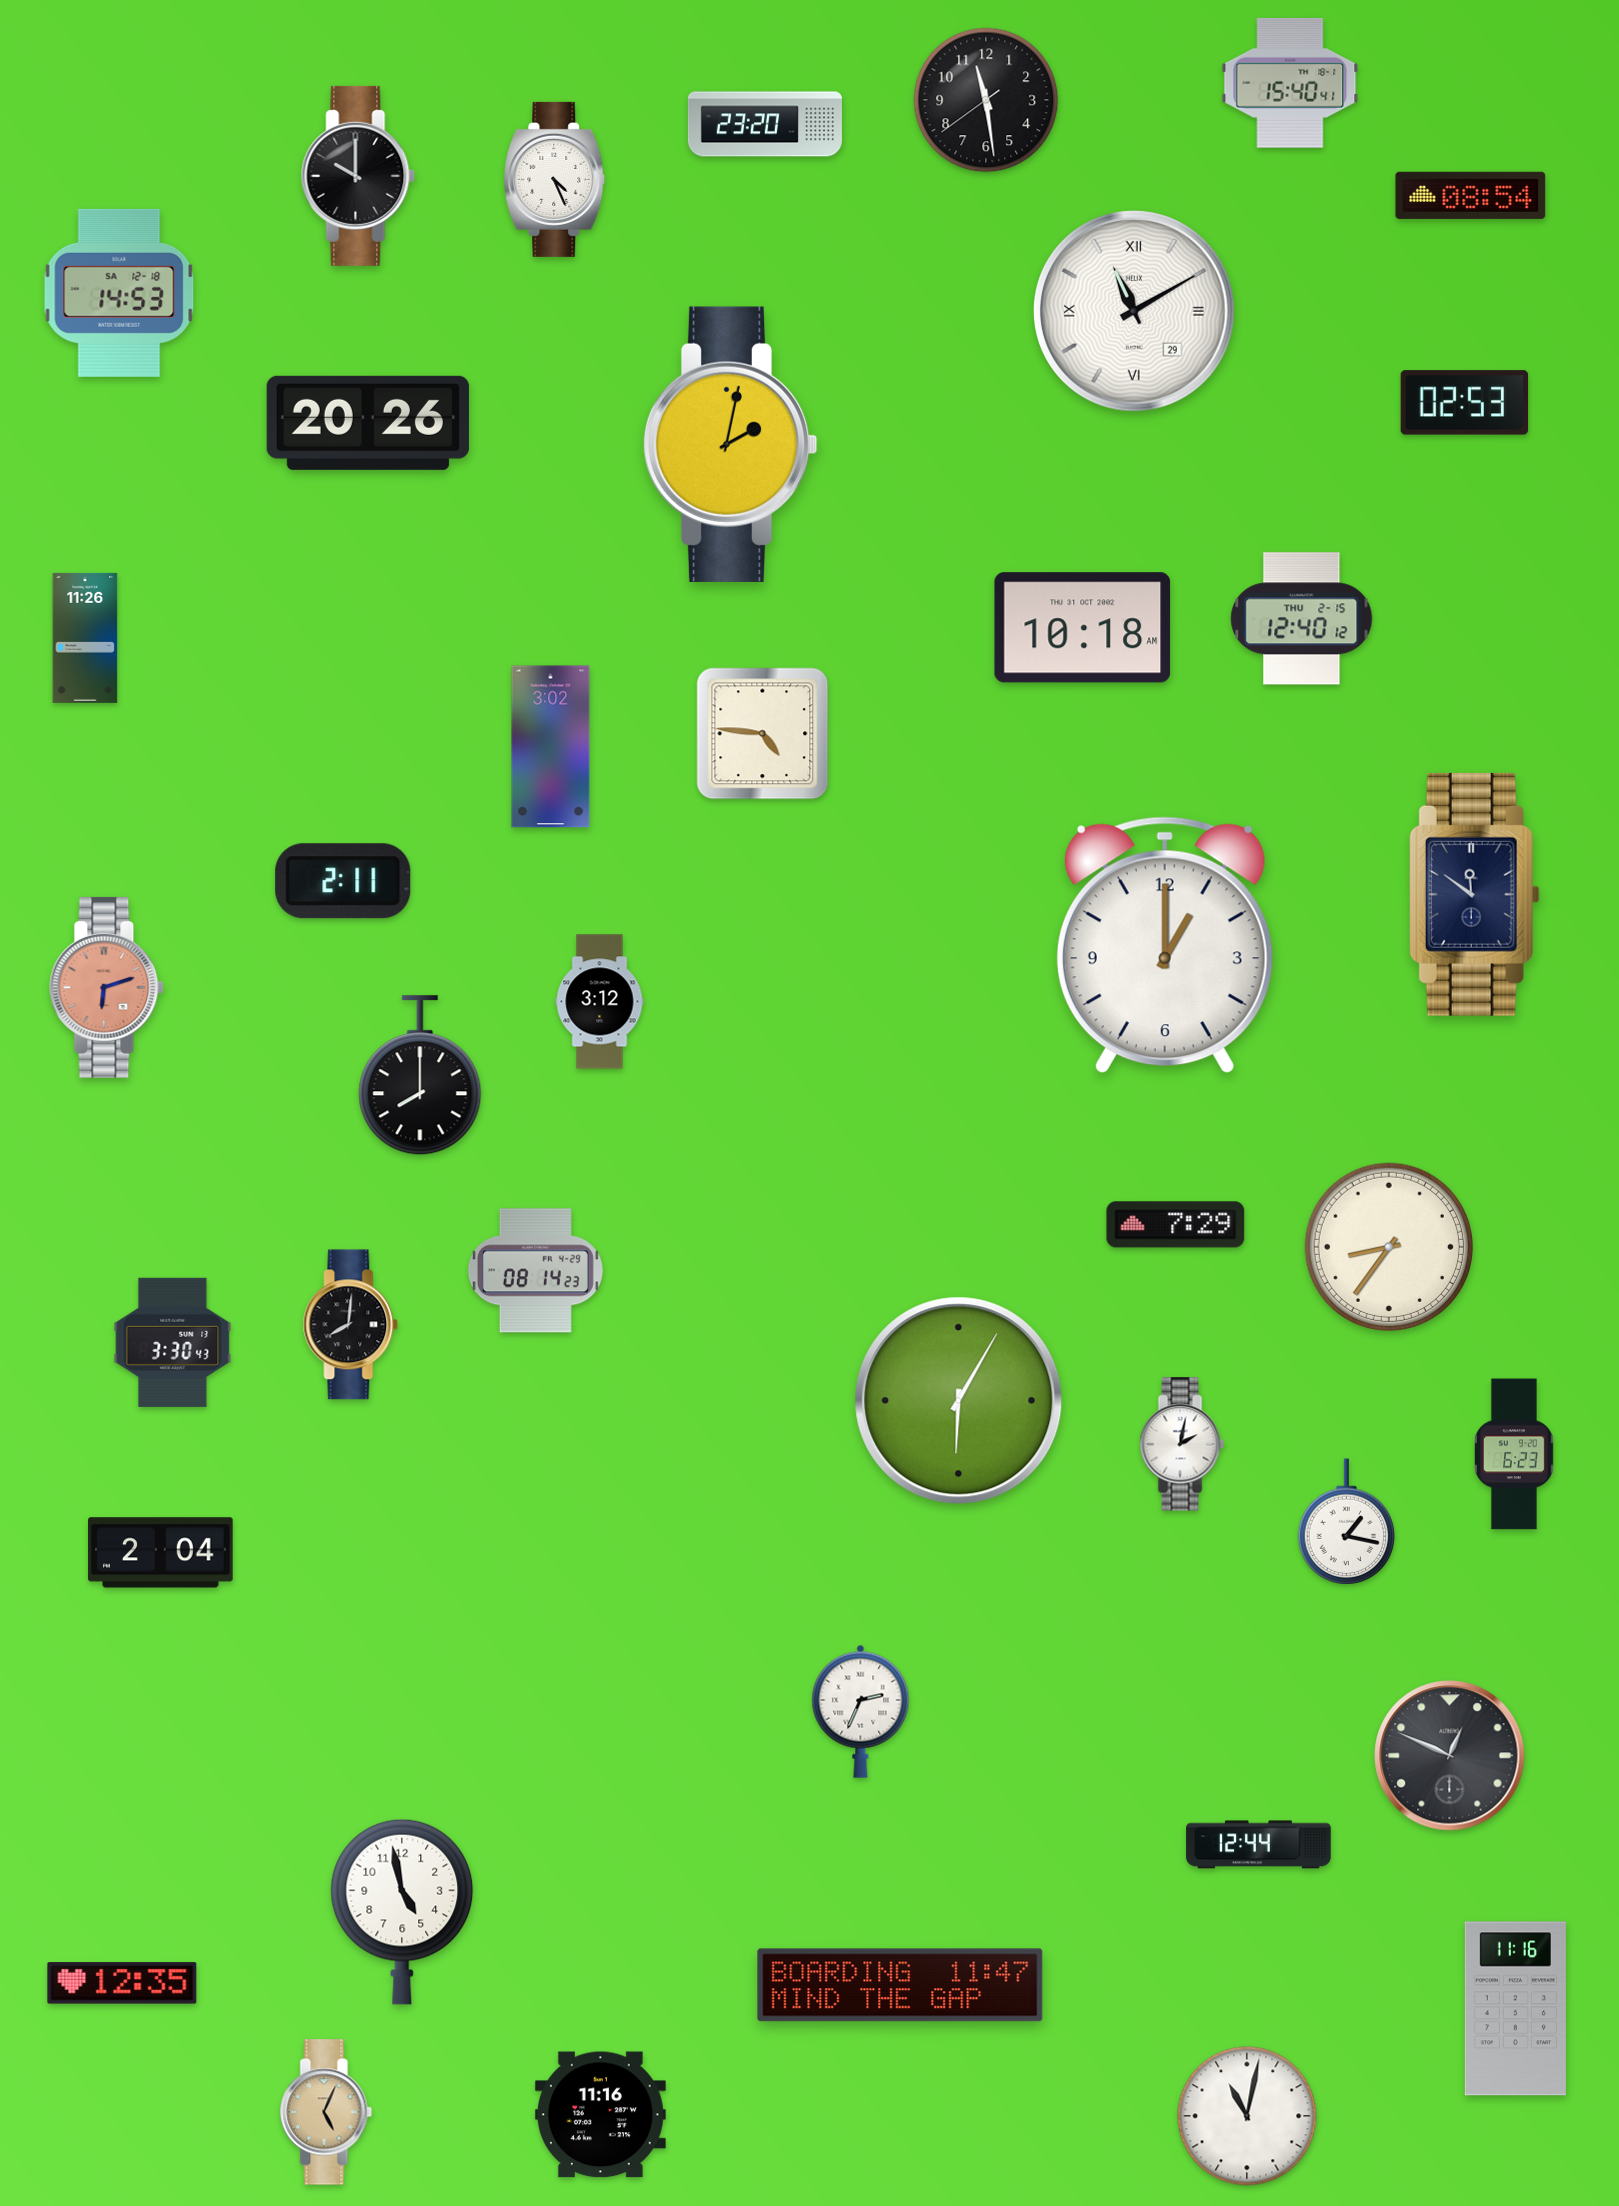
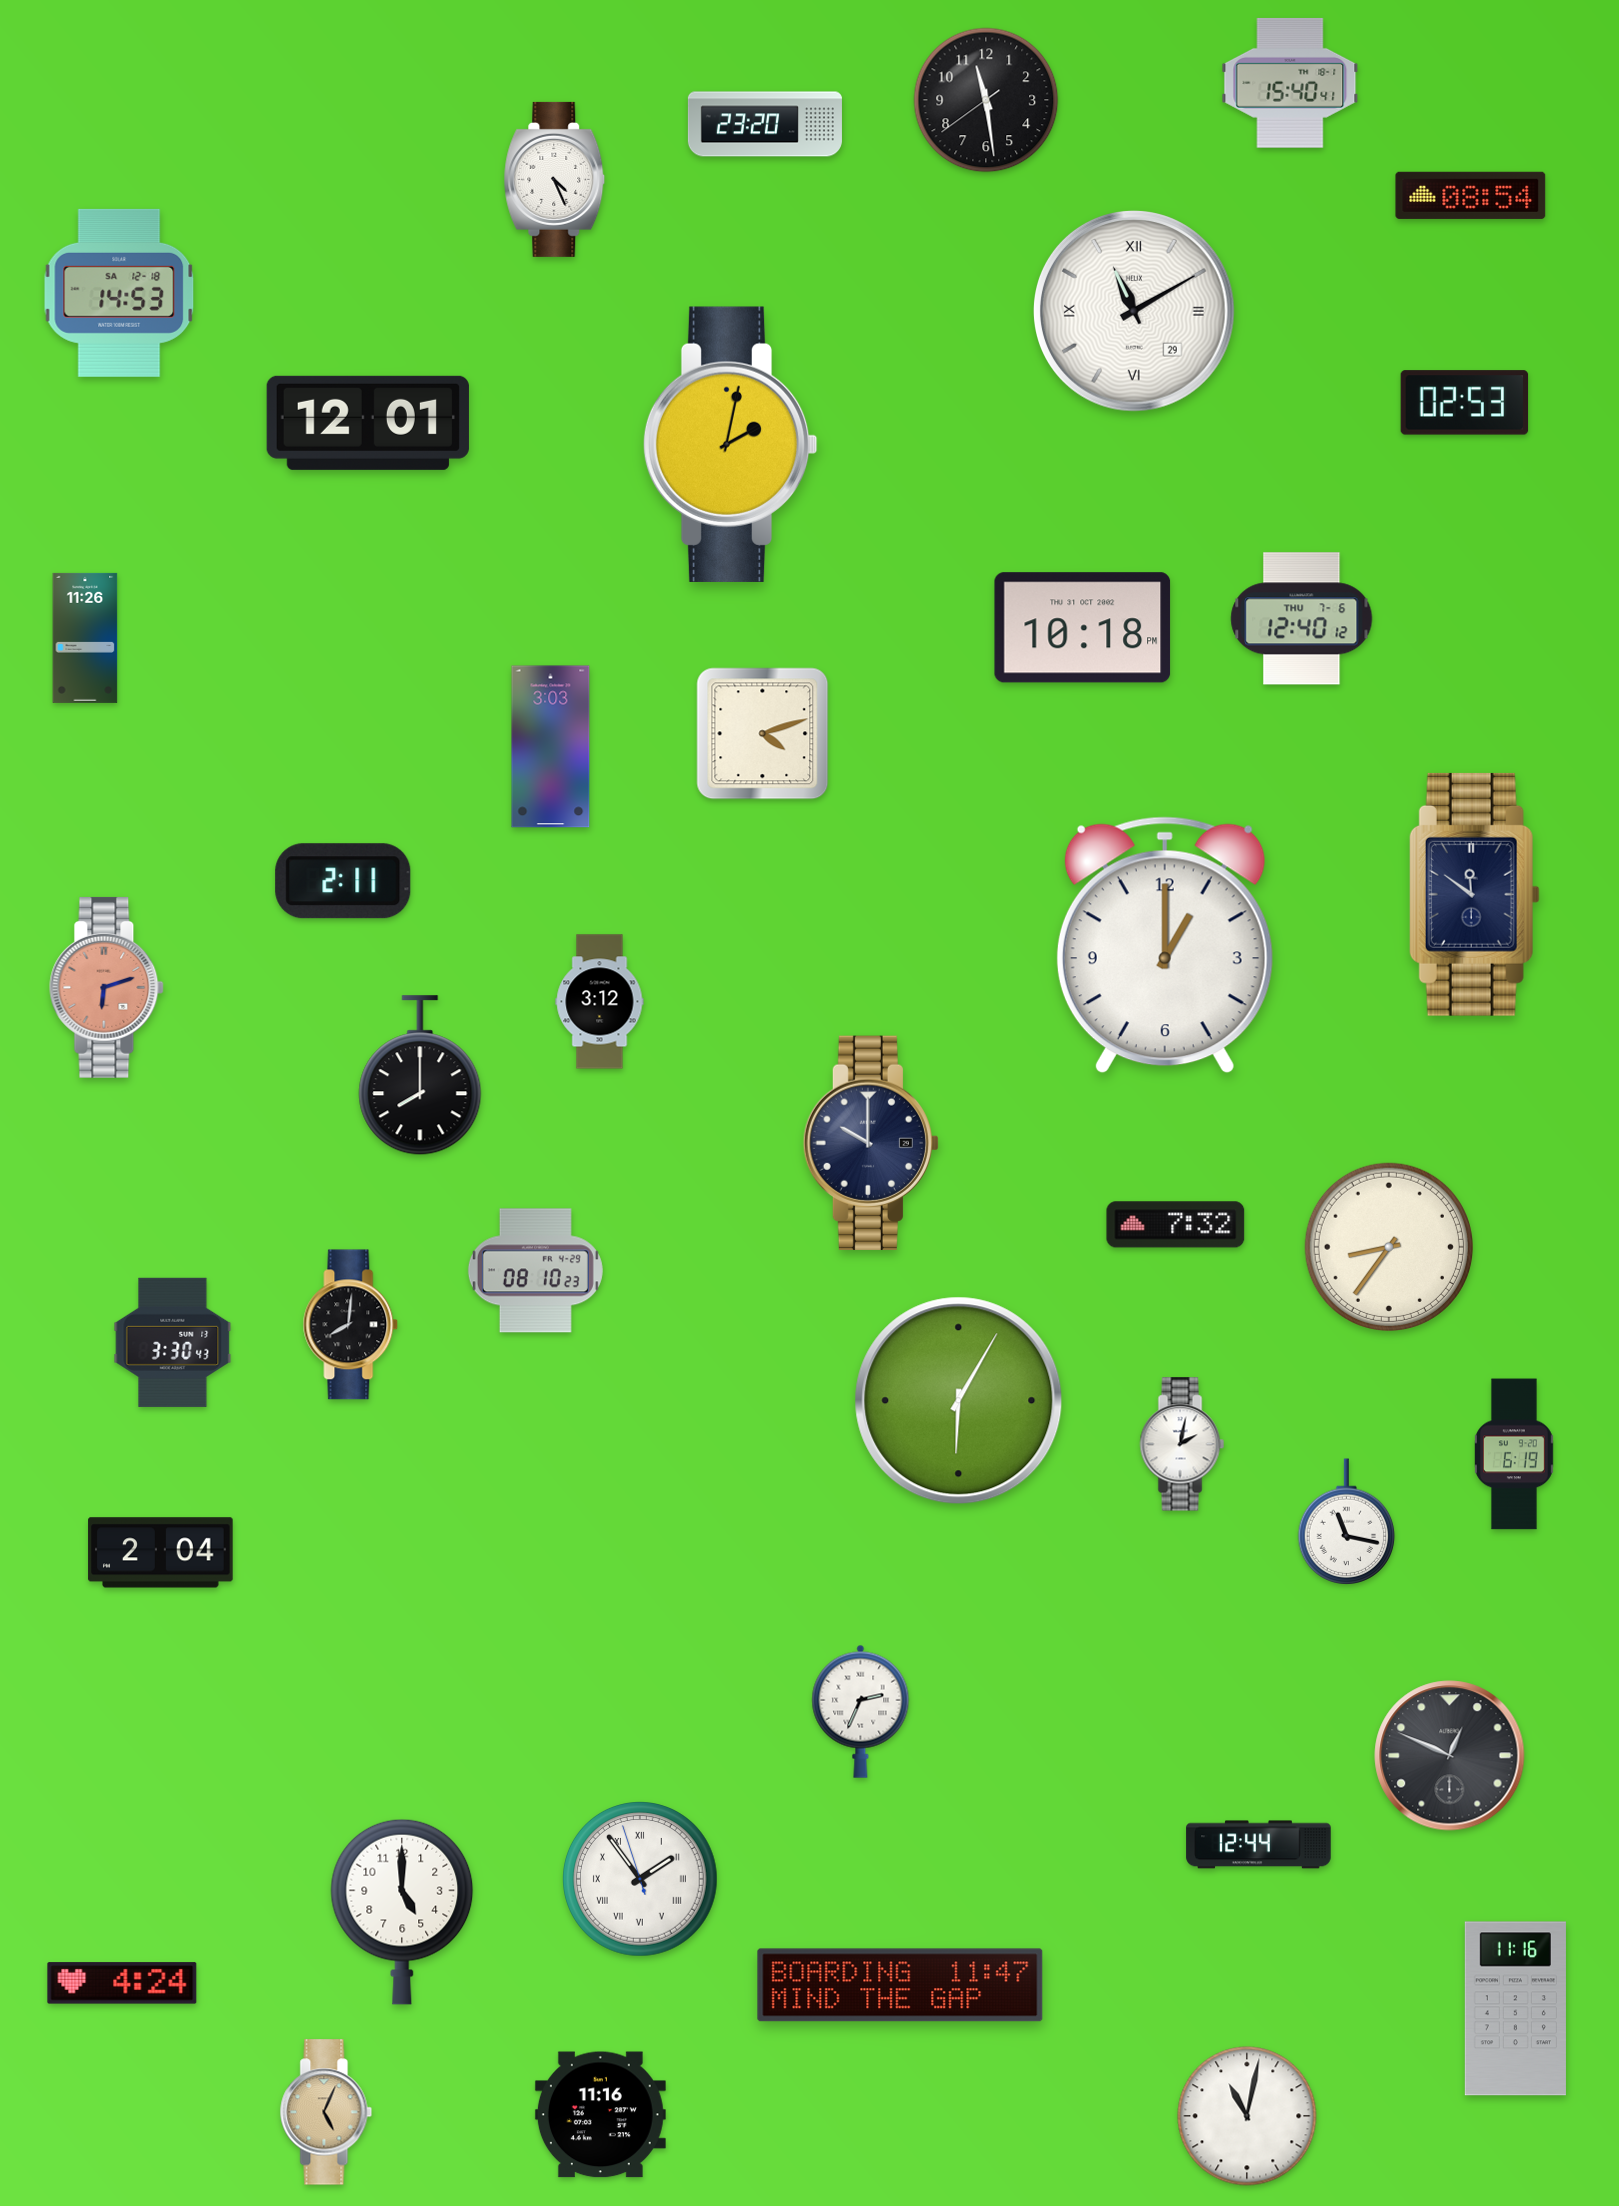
clock at (358, 176): 10:00 -> none
clock at (368, 423): 20:26 -> 12:01
clock at (1302, 619) date: THU 2-15 -> THU 7-6
clock at (1083, 628): 10:18 AM -> 10:18 PM
clock at (763, 734): 4:46 -> 4:12
clock at (551, 747): 3:02 -> 3:03
clock at (871, 1143): none -> 10:00
clock at (1176, 1225): 7:29 -> 7:32
clock at (535, 1271): 08:14 -> 08:10
clock at (1514, 1454): 6:23 -> 6:19
clock at (1347, 1521): 1:17 -> 11:17
clock at (641, 1880): none -> 1:53
clock at (402, 1912): 4:58 -> 5:00
clock at (122, 1983): 12:35 -> 4:24
